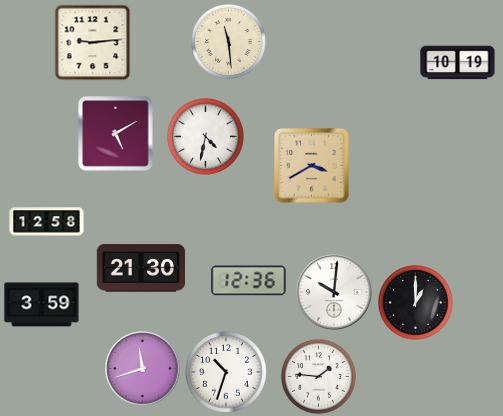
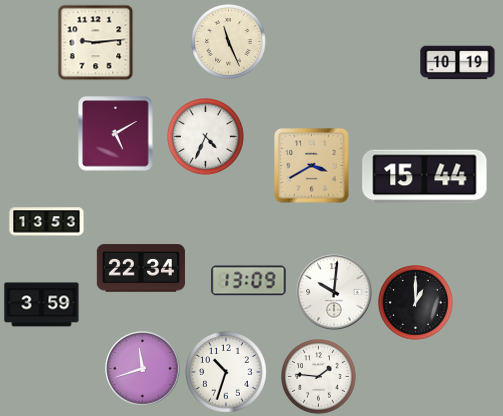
clock at (229, 42): 11:29 -> 11:26
clock at (93, 43) position: (93, 43) -> (96, 43)
clock at (206, 137): 4:32 -> 4:34
clock at (425, 177): none -> 15:44
clock at (47, 222): 12:58 -> 13:53
clock at (141, 268): 21:30 -> 22:34
clock at (249, 281): 12:36 -> 13:09
